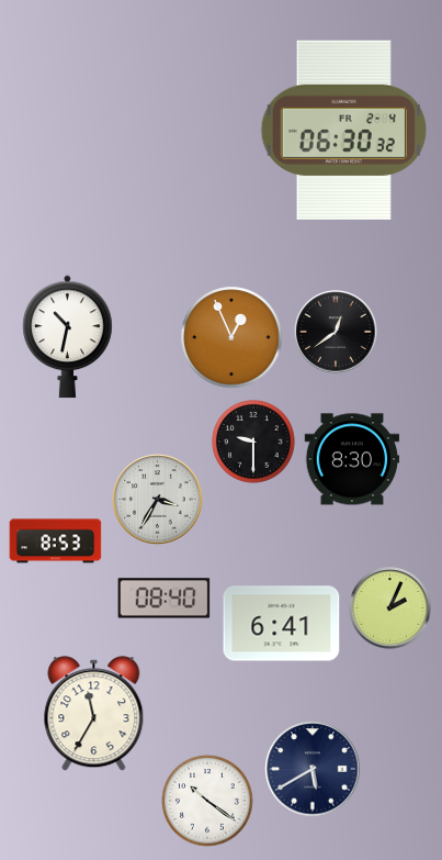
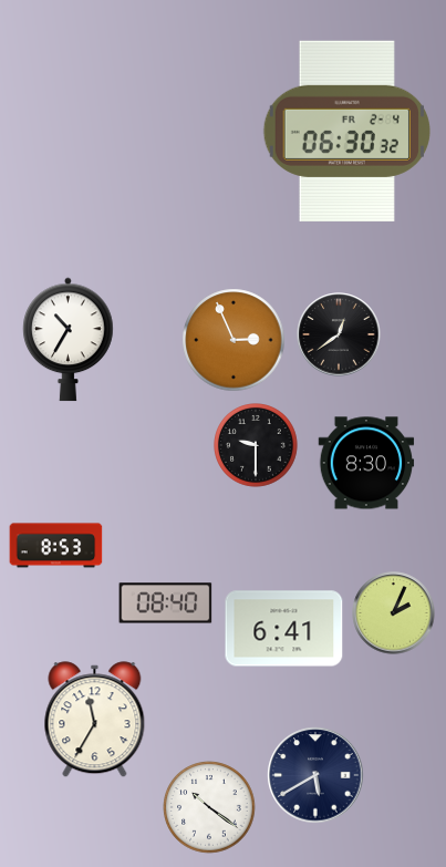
clock at (68, 337): 10:32 -> 10:35
clock at (231, 337): 12:56 -> 2:56
clock at (352, 459) position: (352, 459) -> (366, 463)
clock at (158, 500): 3:35 -> none
